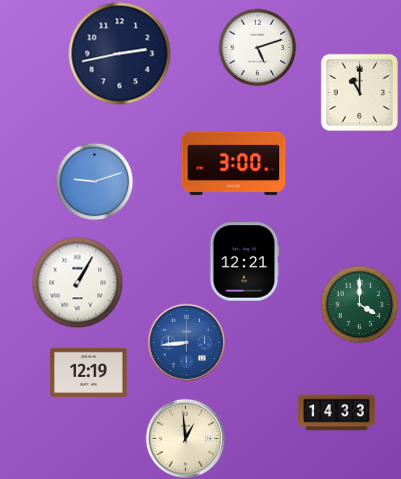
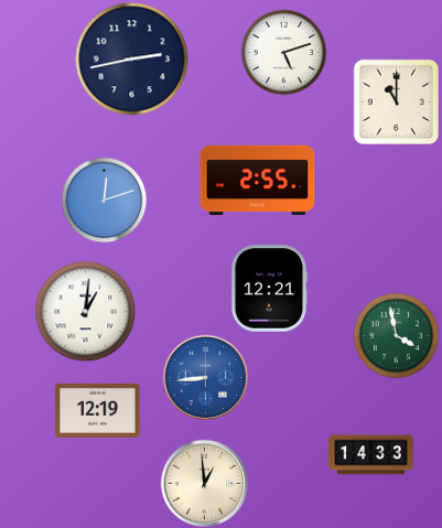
clock at (234, 163): 3:00 -> 2:55
clock at (94, 181): 9:12 -> 12:12
clock at (77, 282): 1:05 -> 1:01
clock at (359, 304): 4:00 -> 3:58
